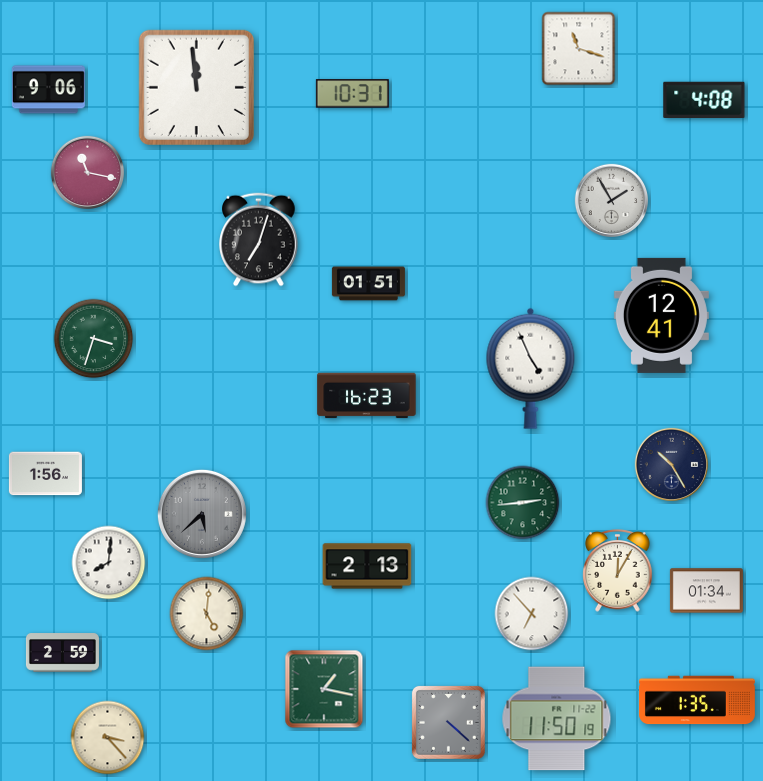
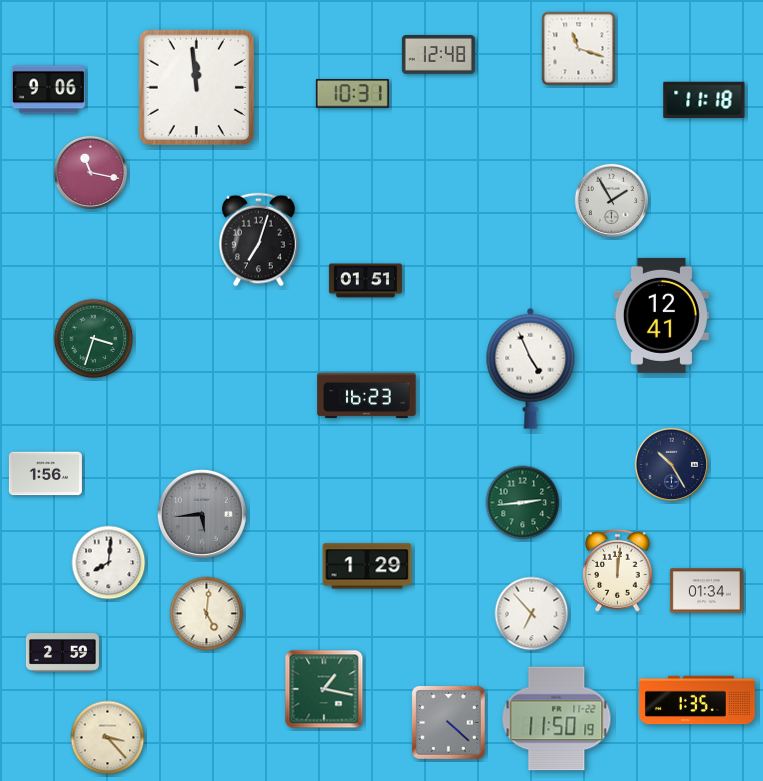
clock at (438, 55): none -> 12:48
clock at (704, 99): 4:08 -> 11:18
clock at (87, 172) position: (87, 172) -> (90, 172)
clock at (368, 284) position: (368, 284) -> (365, 281)
clock at (202, 514): 5:38 -> 5:44
clock at (367, 566): 2:13 -> 1:29
clock at (618, 571): 12:05 -> 12:01
